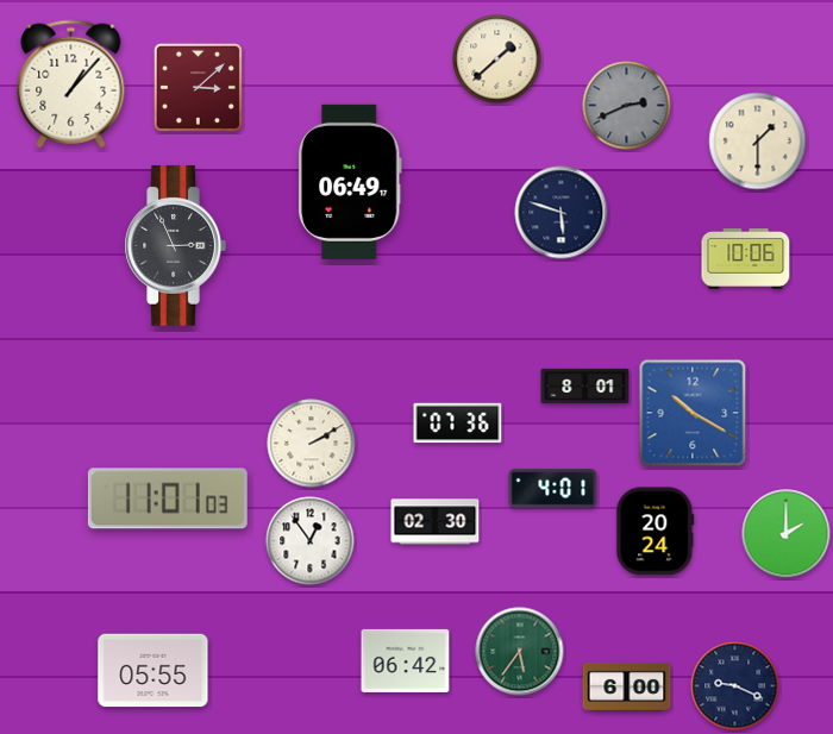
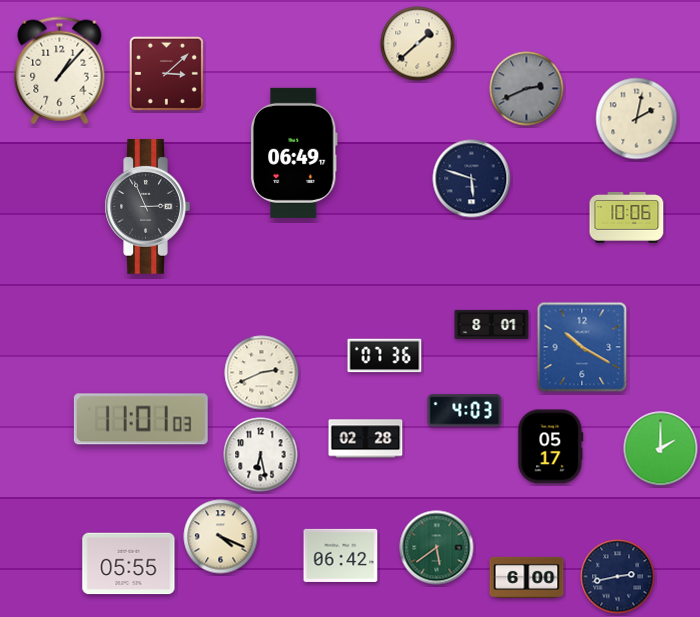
clock at (497, 59) position: (497, 59) -> (418, 44)
clock at (758, 142): 1:30 -> 2:02
clock at (312, 444): 2:10 -> 2:41
clock at (553, 489): 4:01 -> 4:03
clock at (436, 522): 02:30 -> 02:28
clock at (656, 532): 20:24 -> 05:17
clock at (311, 541): 12:54 -> 6:28
clock at (221, 537): none -> 4:19
clock at (520, 652): 5:36 -> 5:39
clock at (735, 686): 9:19 -> 2:43
